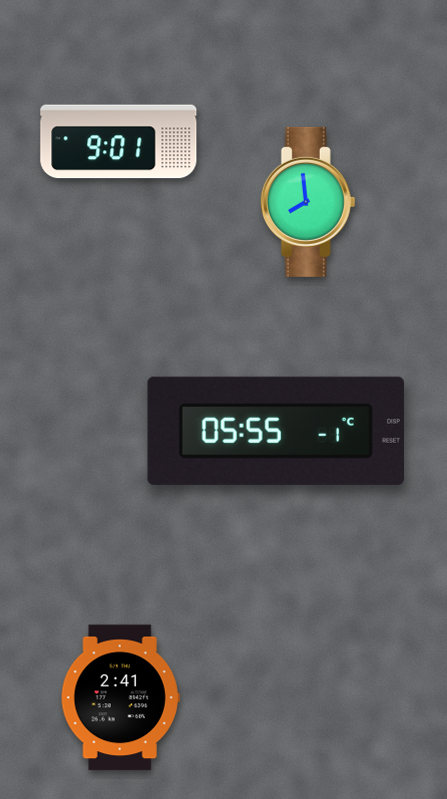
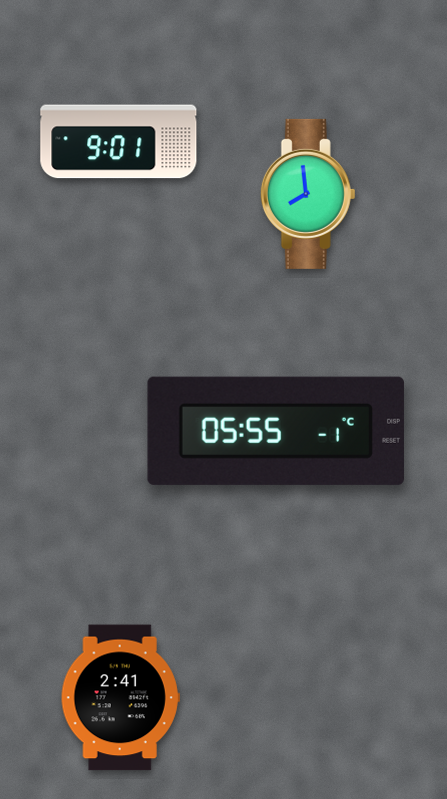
clock at (308, 202) position: (308, 202) -> (308, 194)
